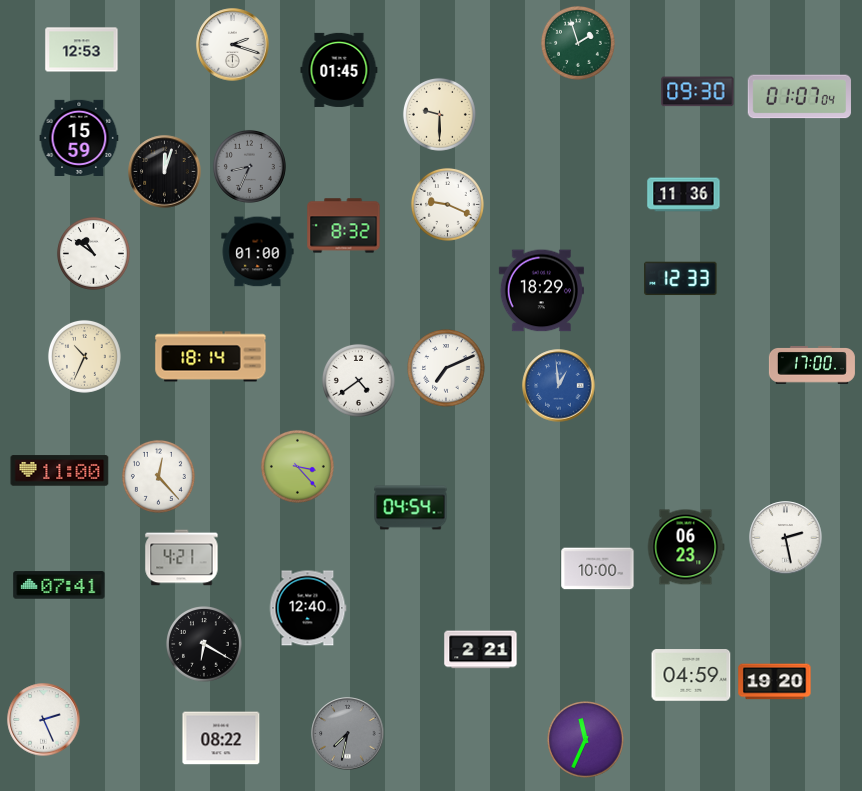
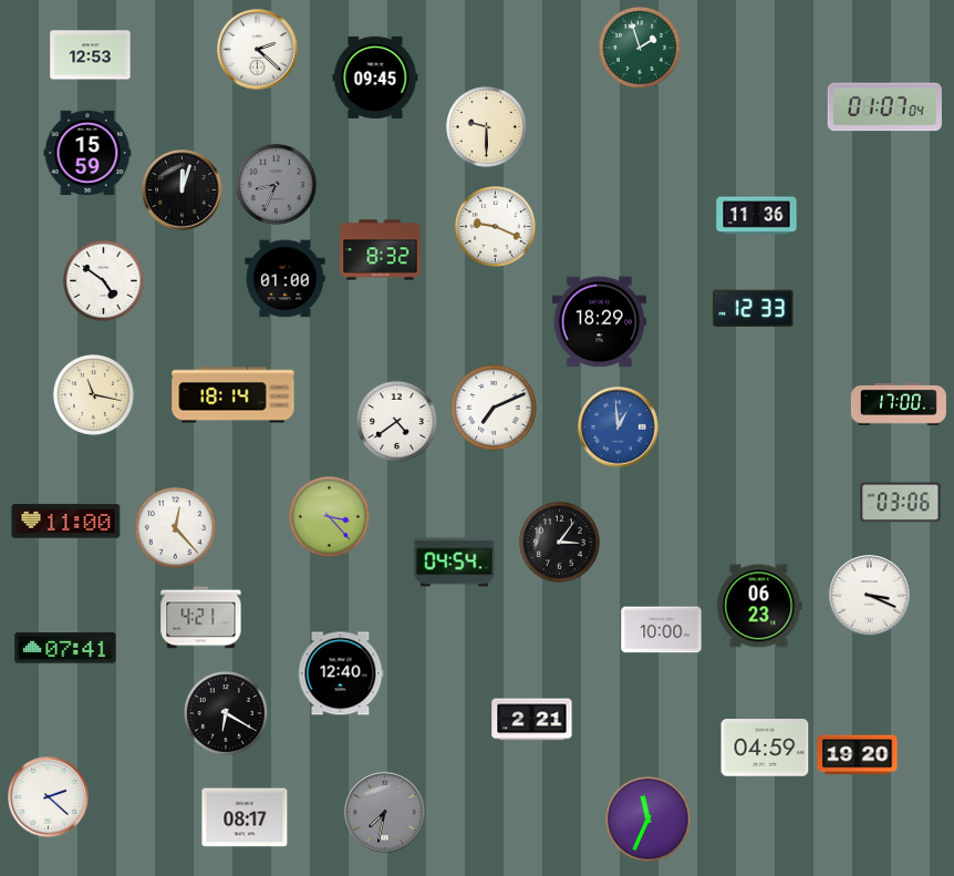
clock at (233, 45): 2:18 -> 2:22
clock at (339, 70): 01:45 -> 09:45
clock at (698, 92): 09:30 -> none
clock at (93, 253): 10:51 -> 4:51
clock at (84, 356): 10:34 -> 11:17
clock at (901, 503): none -> 03:06
clock at (559, 542): none -> 3:06
clock at (786, 538): 2:28 -> 3:19
clock at (44, 720): 2:26 -> 2:22
clock at (221, 738): 08:22 -> 08:17
